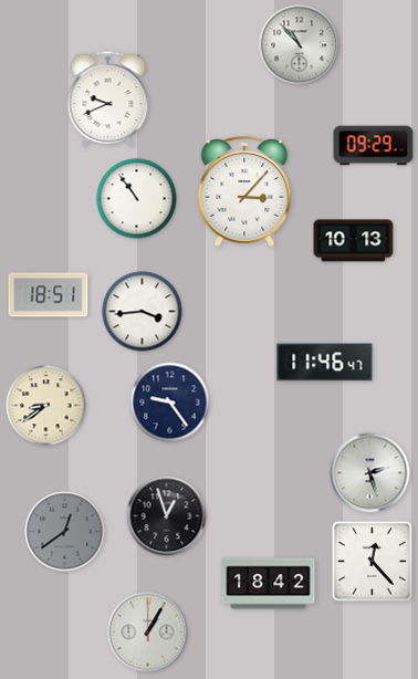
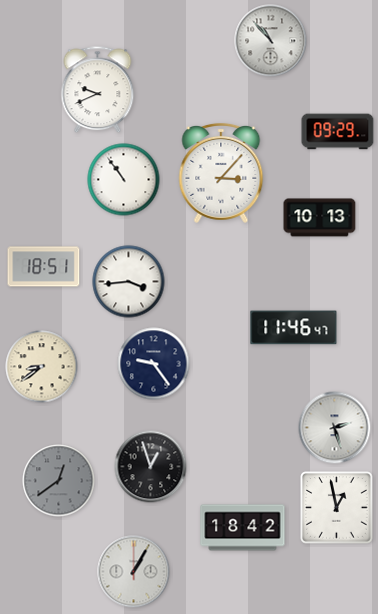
clock at (373, 562): 12:23 -> 12:58
